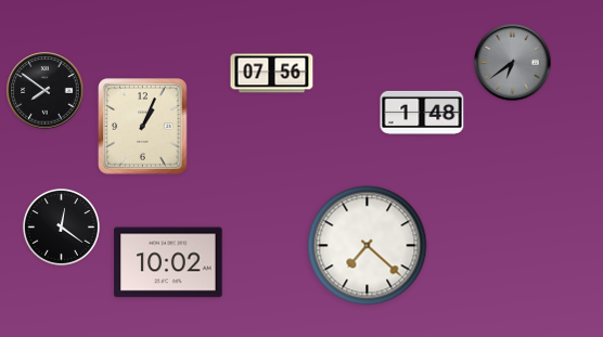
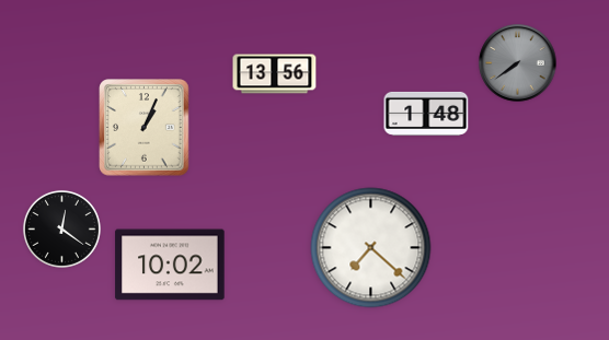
clock at (513, 63): 6:39 -> 7:39
clock at (272, 74): 07:56 -> 13:56
clock at (46, 91): 7:51 -> none
